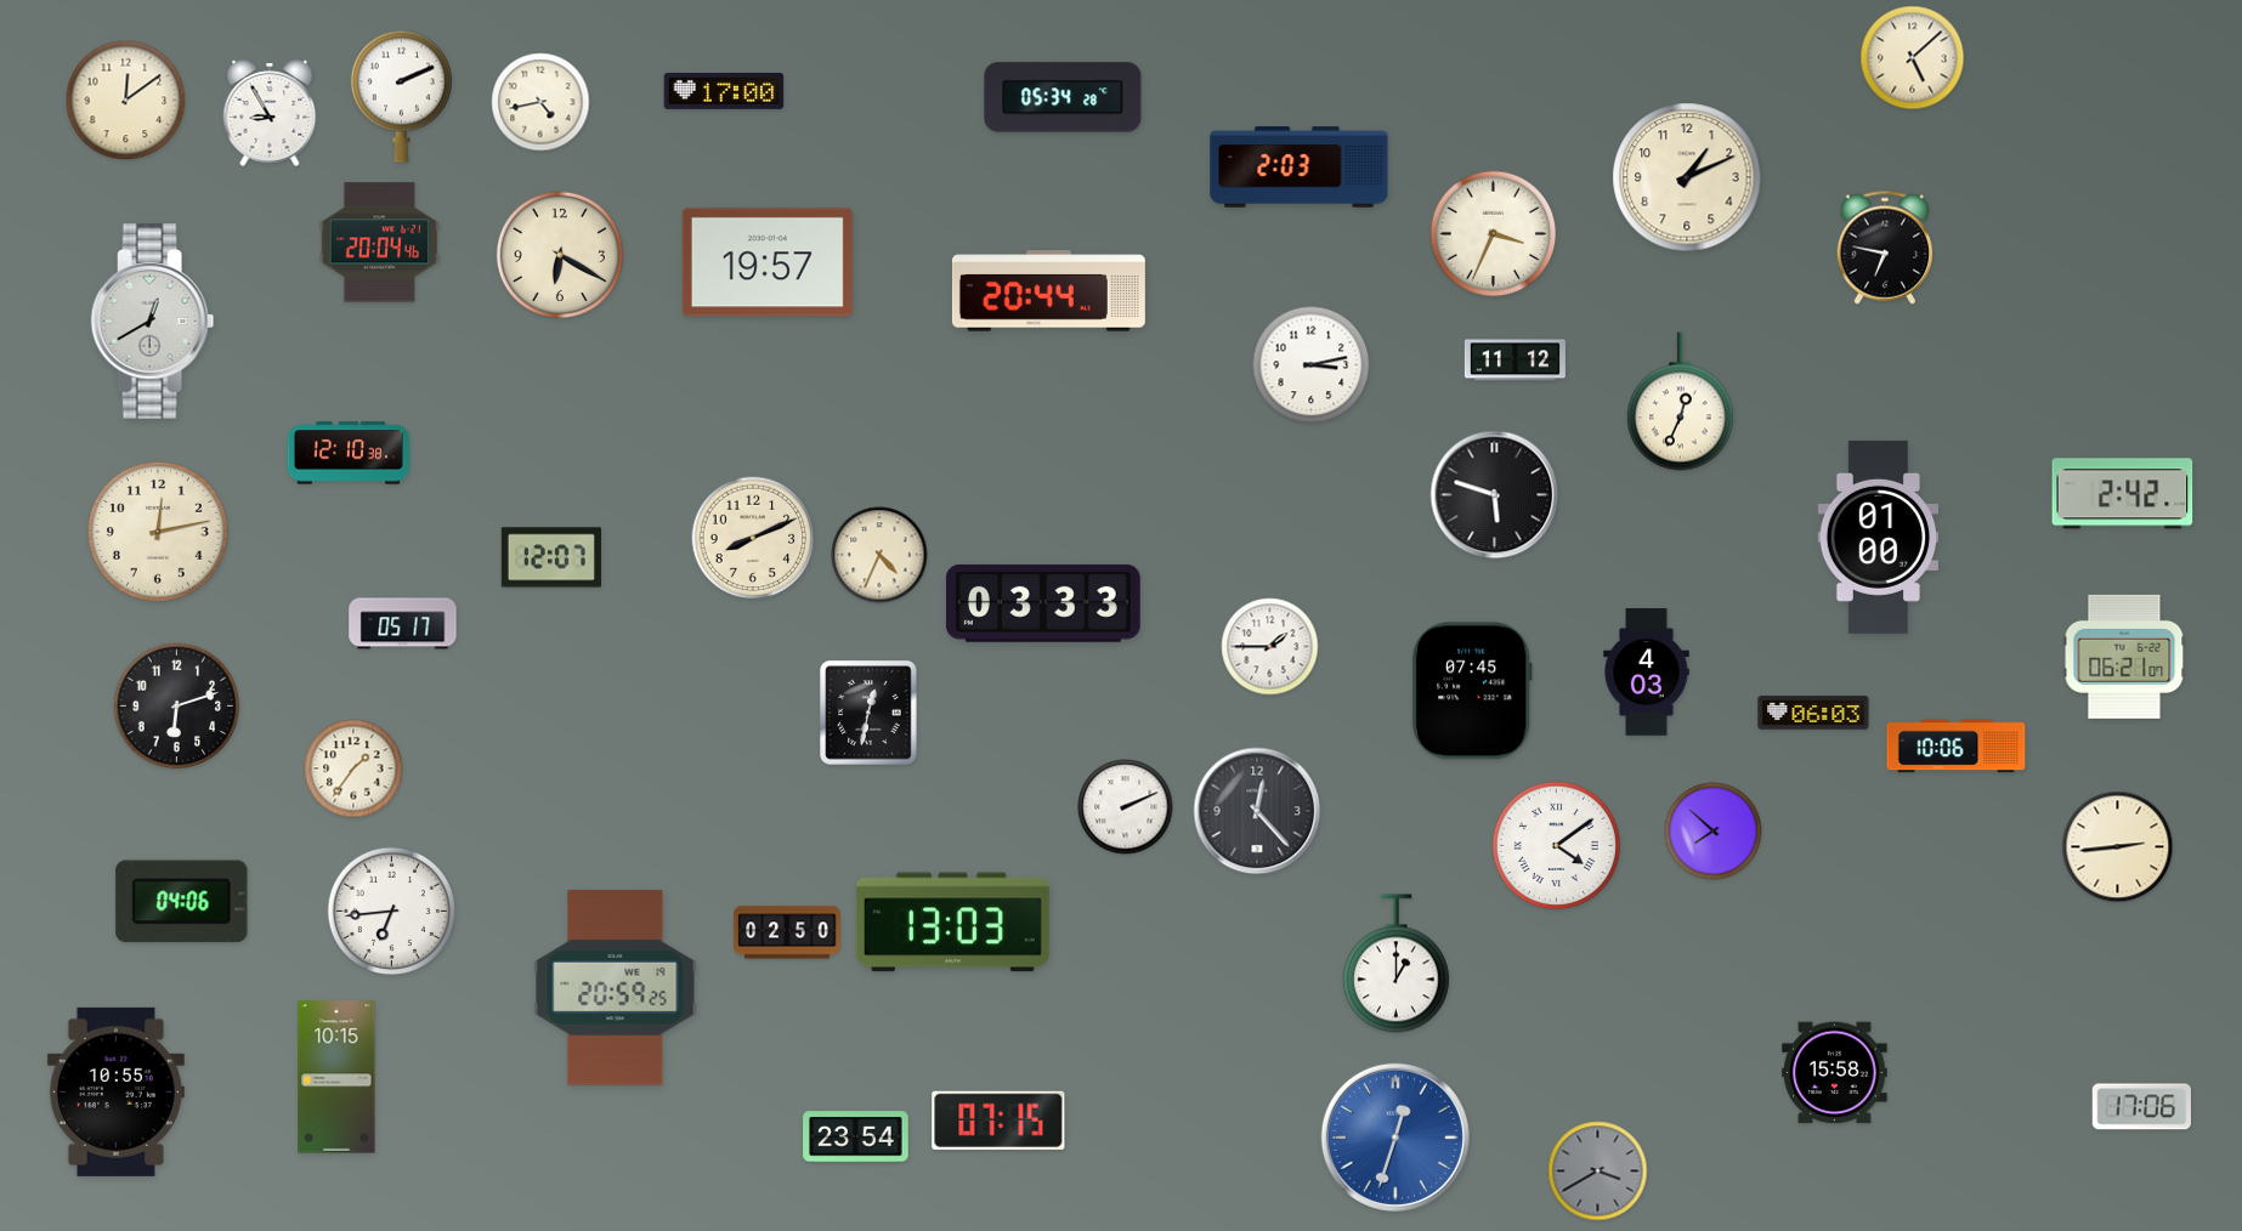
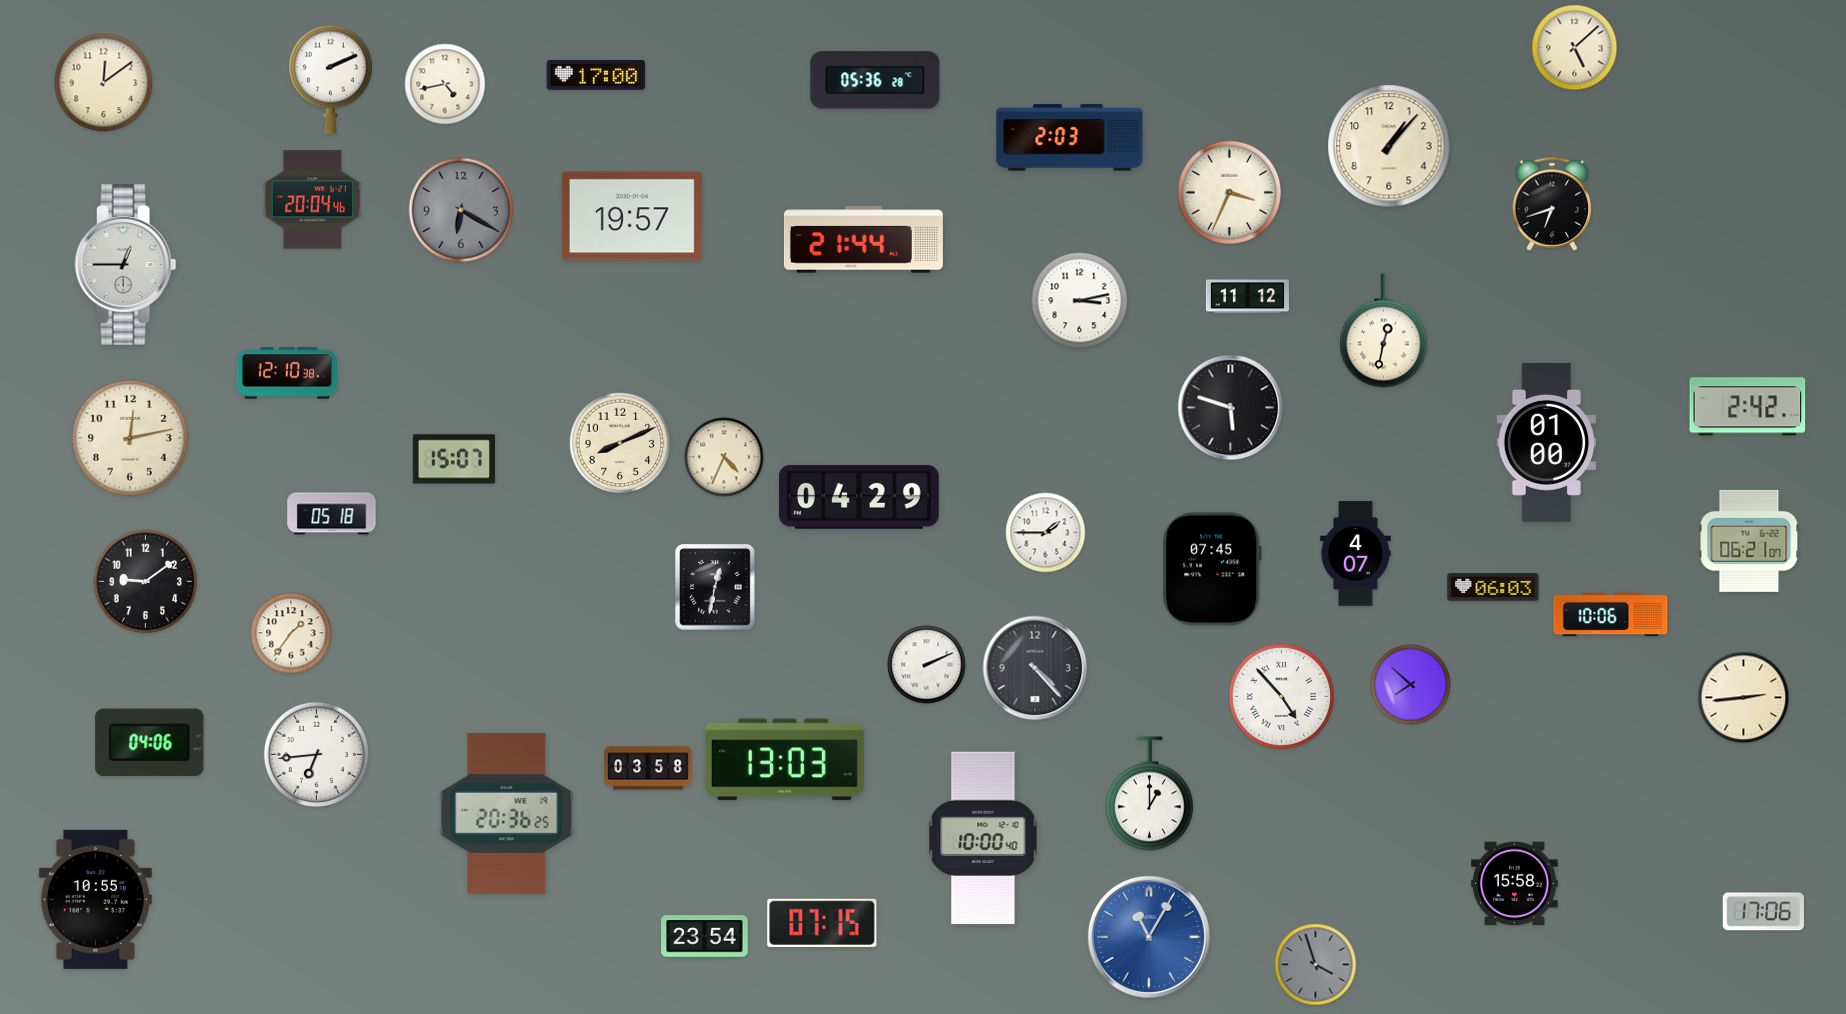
clock at (1063, 97): 05:34 -> 05:36
clock at (270, 113): 8:55 -> none
clock at (1687, 177): 1:11 -> 1:07
clock at (1885, 248): 6:47 -> 6:42
clock at (560, 255) dial: cream -> grey
clock at (1048, 291): 20:44 -> 21:44
clock at (153, 322): 12:40 -> 12:45
clock at (1680, 402): 12:34 -> 12:32
clock at (551, 557): 12:07 -> 15:07
clock at (1043, 603): 03:33 -> 04:29
clock at (403, 624): 05:17 -> 05:18
clock at (1647, 673): 4:03 -> 4:07
clock at (177, 707): 6:12 -> 9:09
clock at (1257, 811): 12:23 -> 4:23
clock at (1556, 845): 4:09 -> 4:53
clock at (391, 911) position: (391, 911) -> (316, 754)
clock at (787, 932): 02:50 -> 03:58
clock at (616, 988): 20:59 -> 20:36
clock at (983, 838): none -> 10:00
clock at (1835, 1073) position: (1835, 1073) -> (1515, 884)
clock at (336, 1077): 10:15 -> none
clock at (1395, 1138): 12:33 -> 11:05
clock at (1598, 1172): 3:40 -> 3:57
